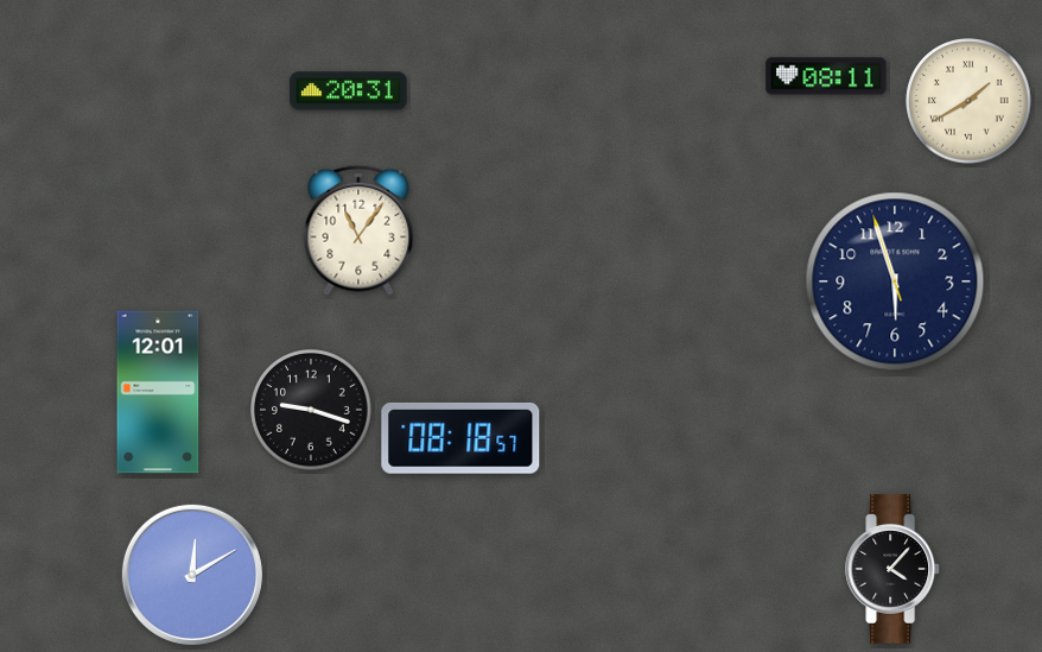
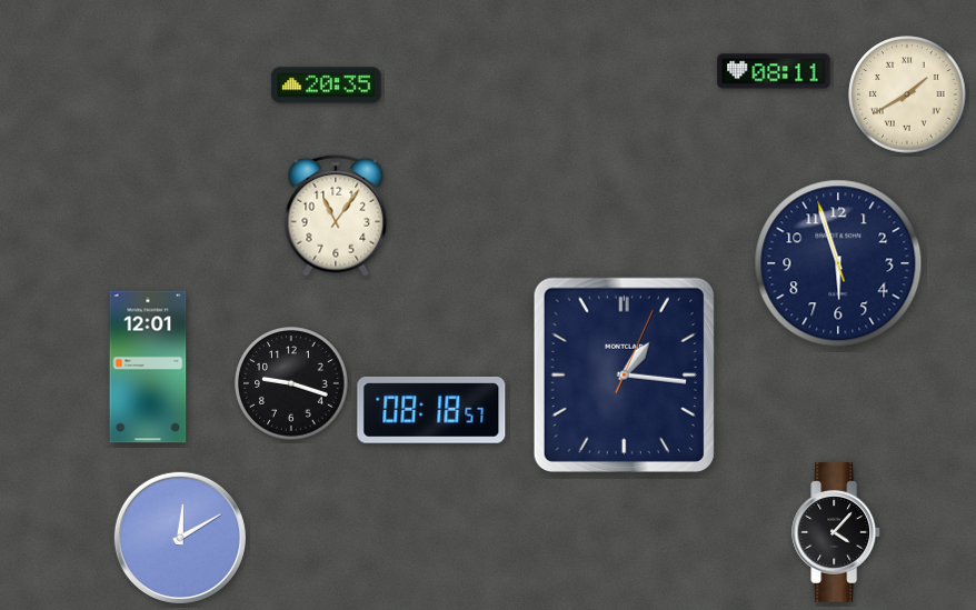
clock at (349, 91): 20:31 -> 20:35
clock at (624, 374): none -> 1:16
